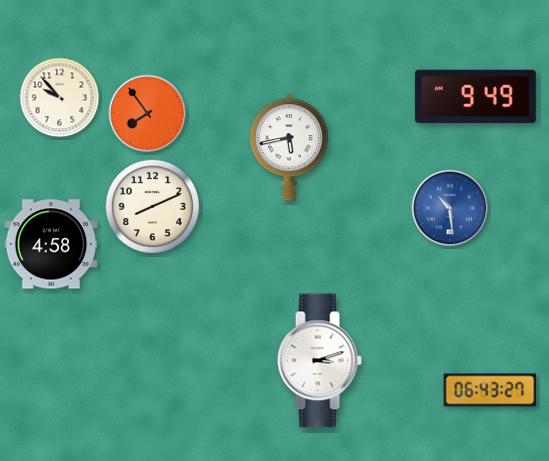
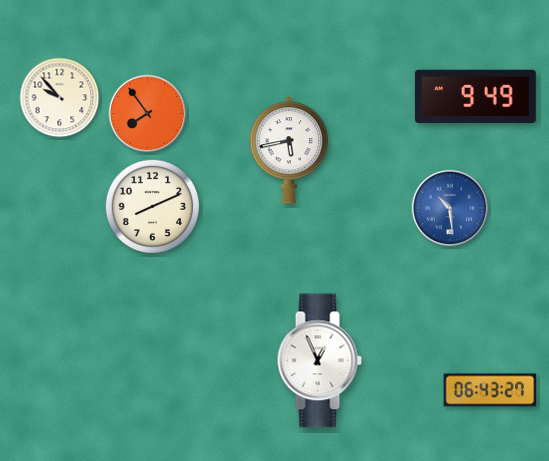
clock at (289, 147) position: (289, 147) -> (289, 150)
clock at (51, 244): 4:58 -> none
clock at (319, 361): 3:12 -> 12:56
